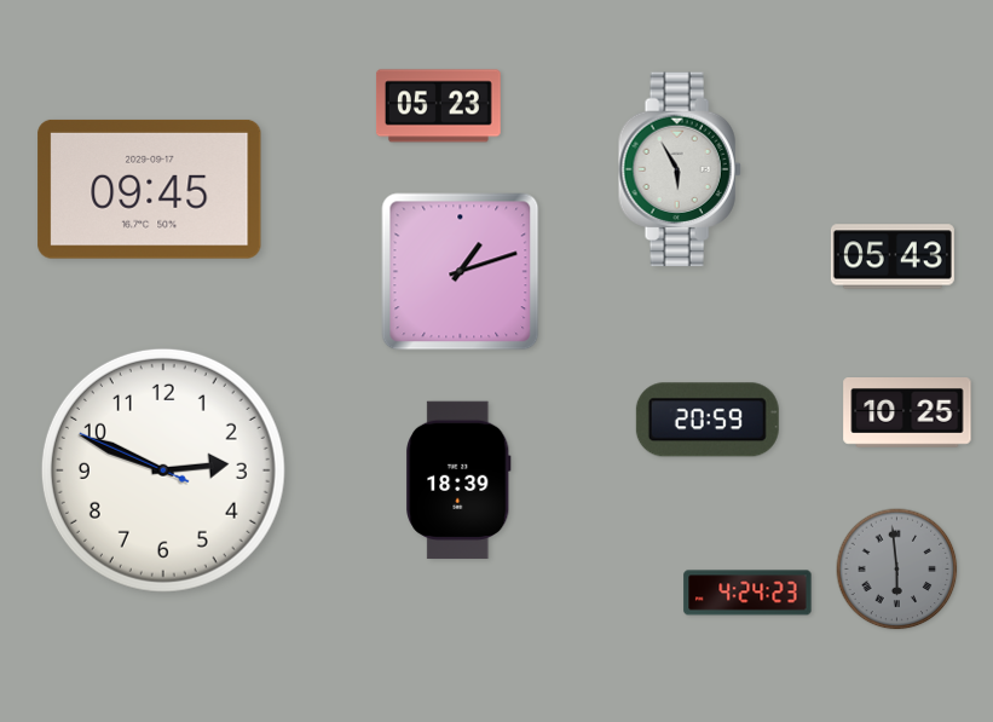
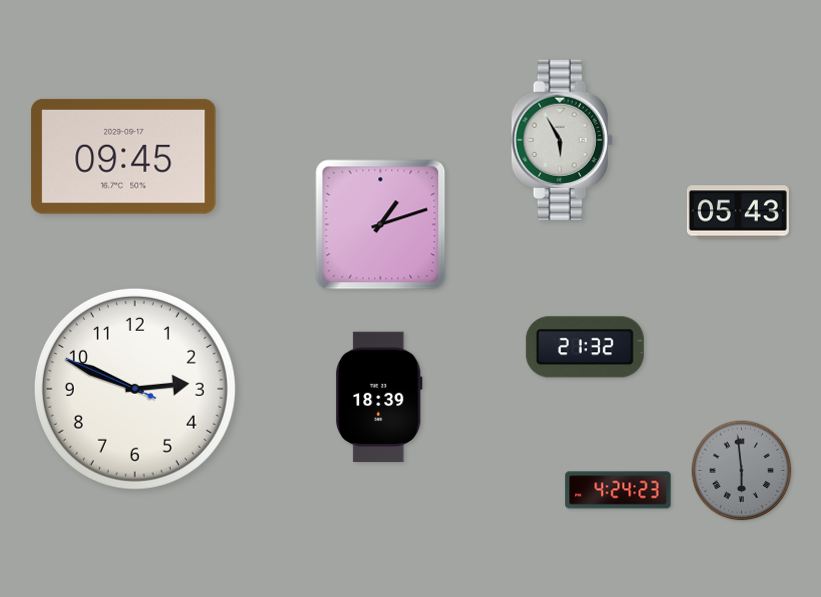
clock at (438, 106): 05:23 -> none
clock at (907, 414): 10:25 -> none
clock at (708, 420): 20:59 -> 21:32
